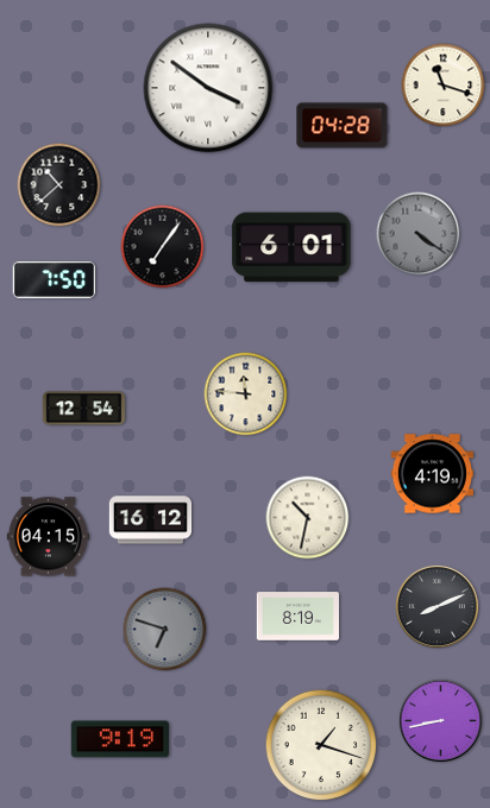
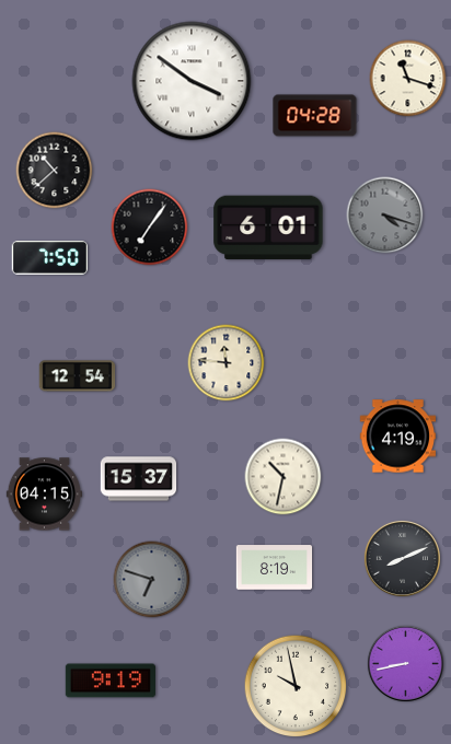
clock at (419, 234): 4:21 -> 4:18
clock at (151, 520): 16:12 -> 15:37
clock at (321, 745): 1:18 -> 9:58
